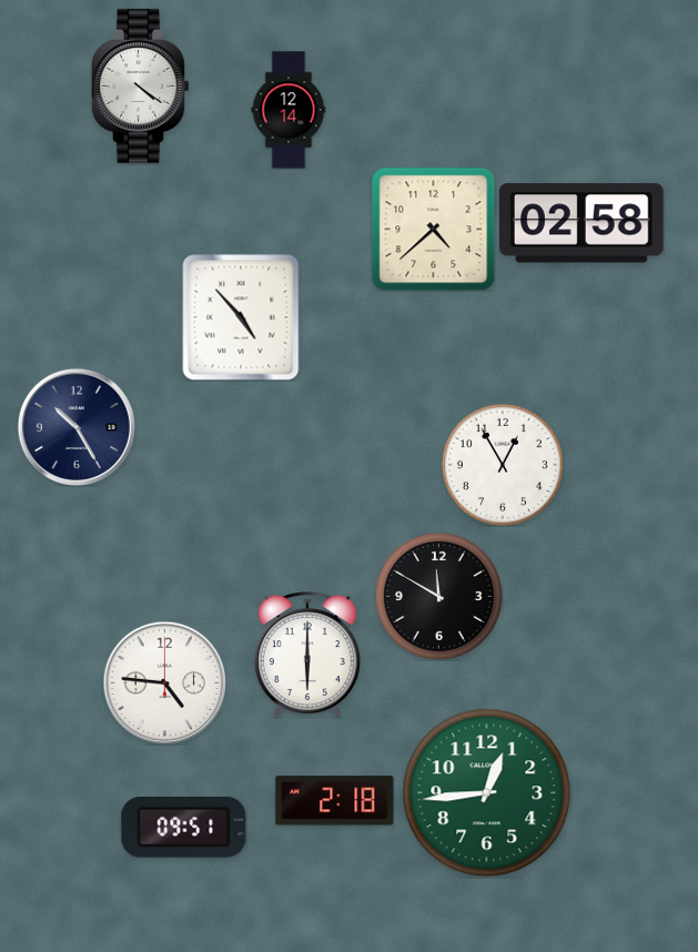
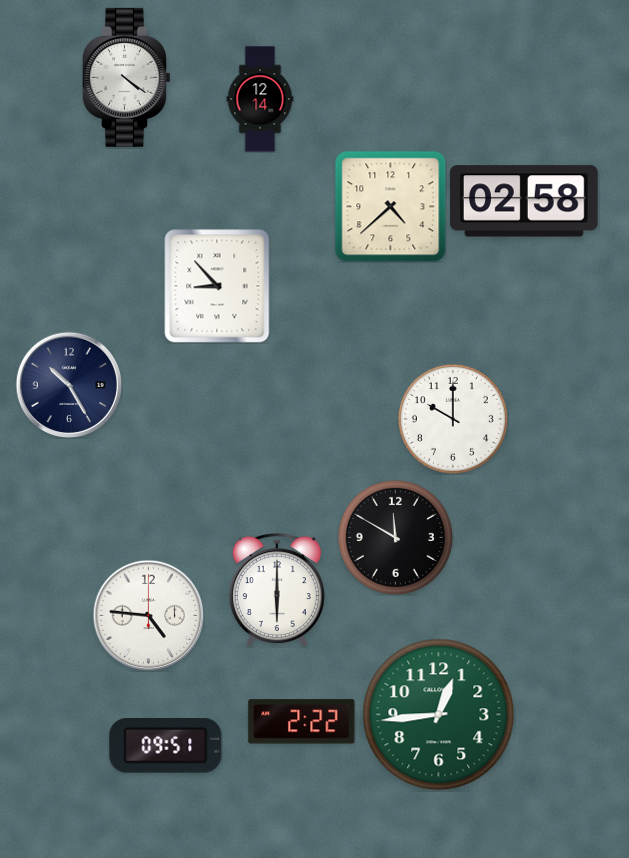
clock at (241, 317): 4:53 -> 8:53
clock at (503, 465): 12:55 -> 10:00
clock at (335, 801): 2:18 -> 2:22
